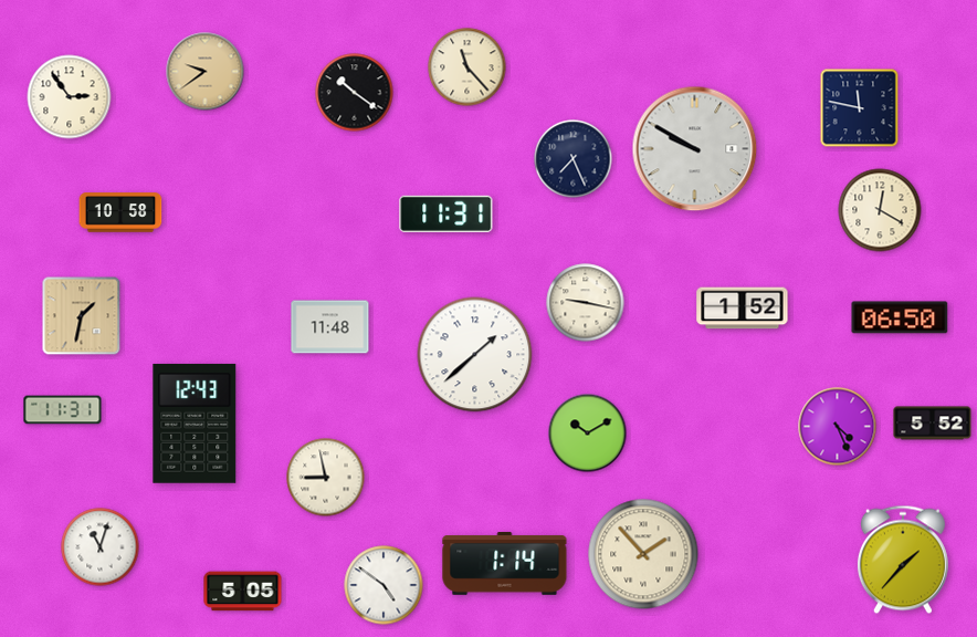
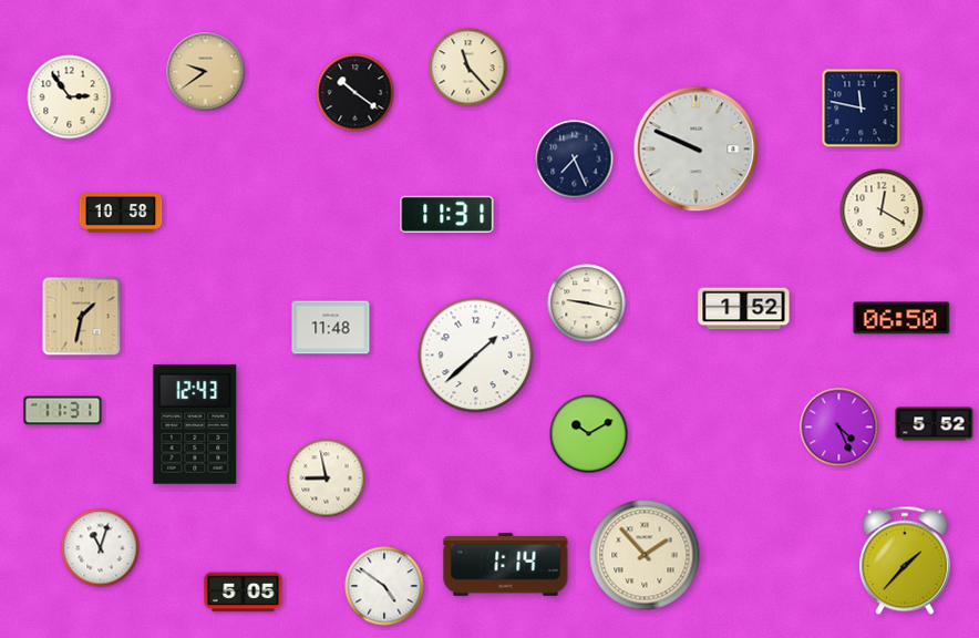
clock at (695, 149): 9:50 -> 9:49
